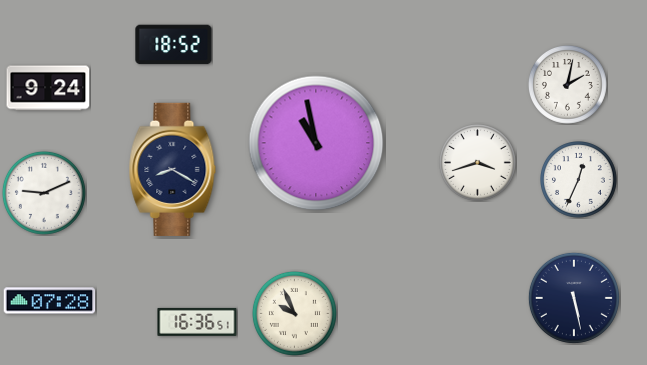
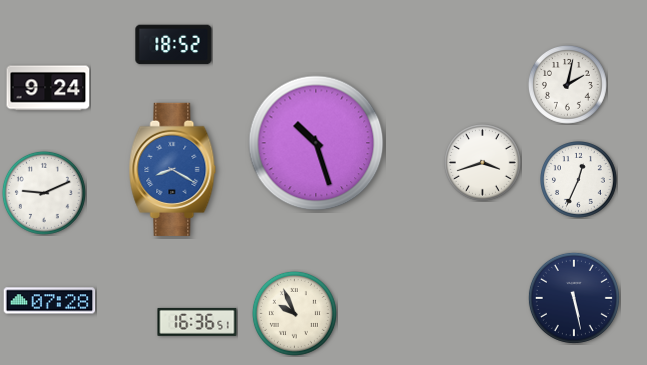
clock at (316, 143): 10:58 -> 10:27
clock at (478, 163) position: (478, 163) -> (483, 163)
clock at (173, 169) dial: navy -> blue
